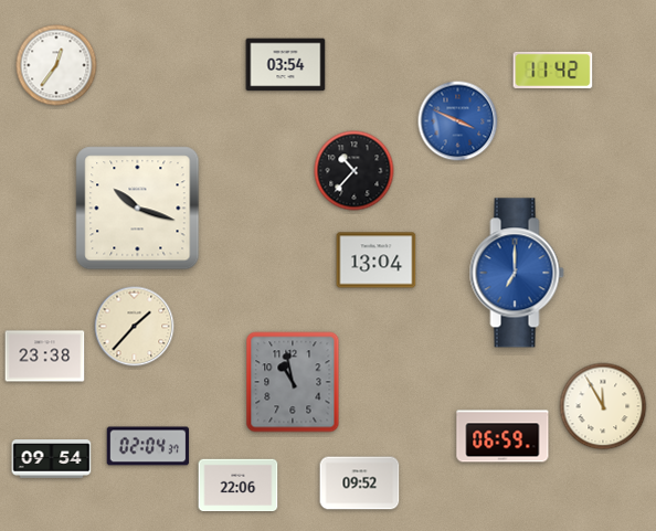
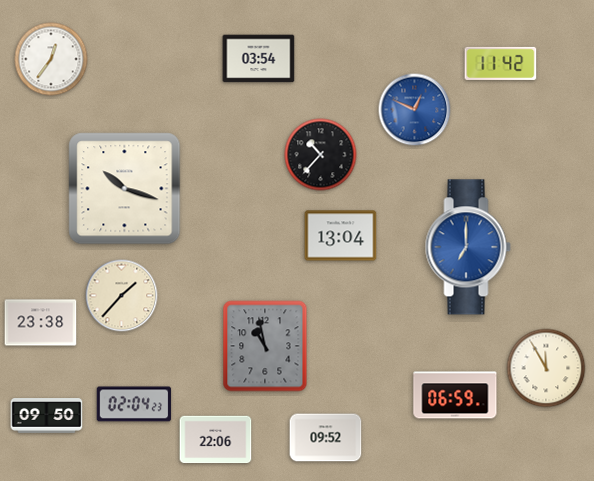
clock at (458, 121): 3:49 -> 12:49
clock at (148, 446): 02:04:37 -> 02:04:23
clock at (52, 459): 09:54 -> 09:50
